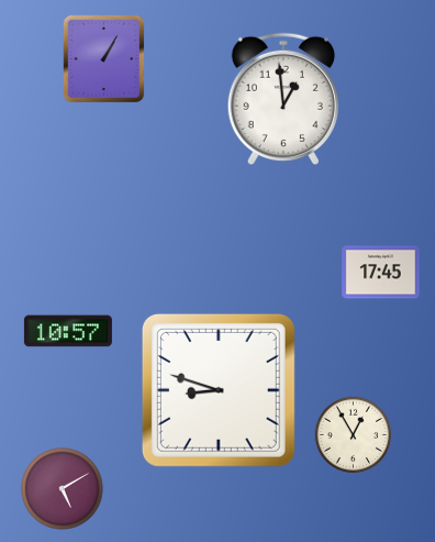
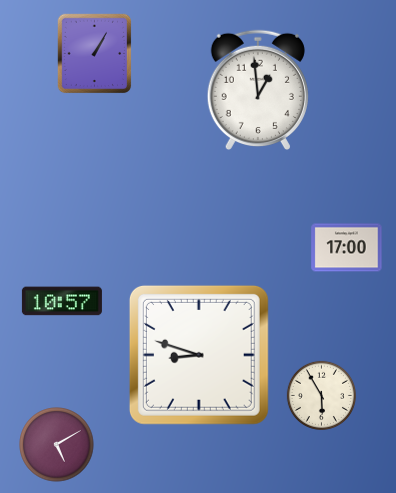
clock at (381, 273): 17:45 -> 17:00
clock at (353, 434): 12:55 -> 5:55
